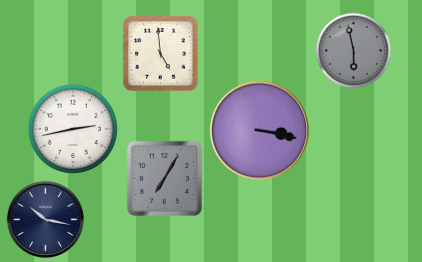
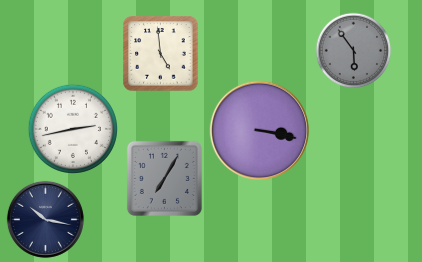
clock at (354, 51): 5:58 -> 5:54
